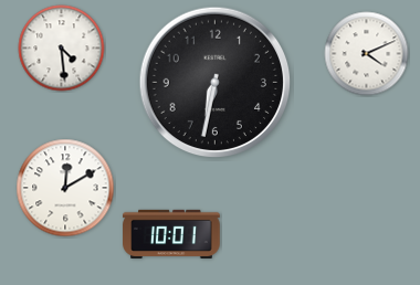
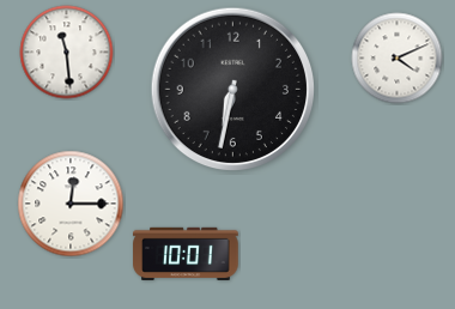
clock at (62, 49): 4:29 -> 11:29
clock at (65, 188): 12:10 -> 12:15
